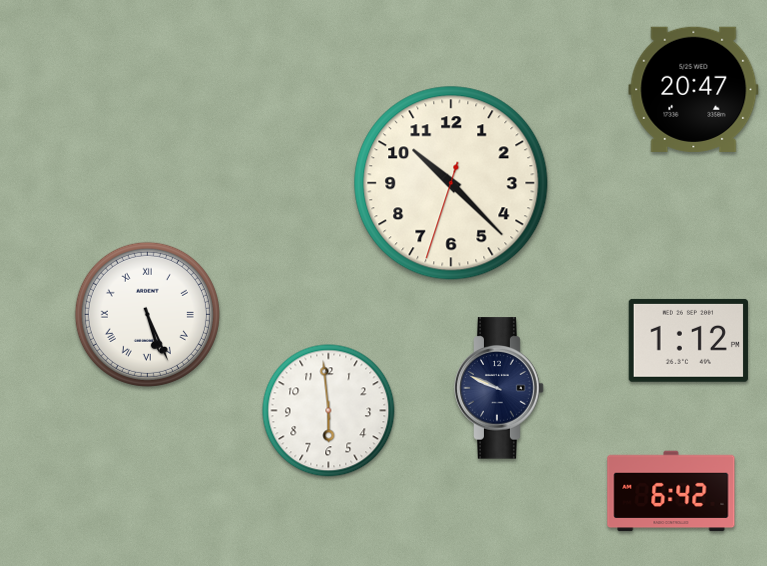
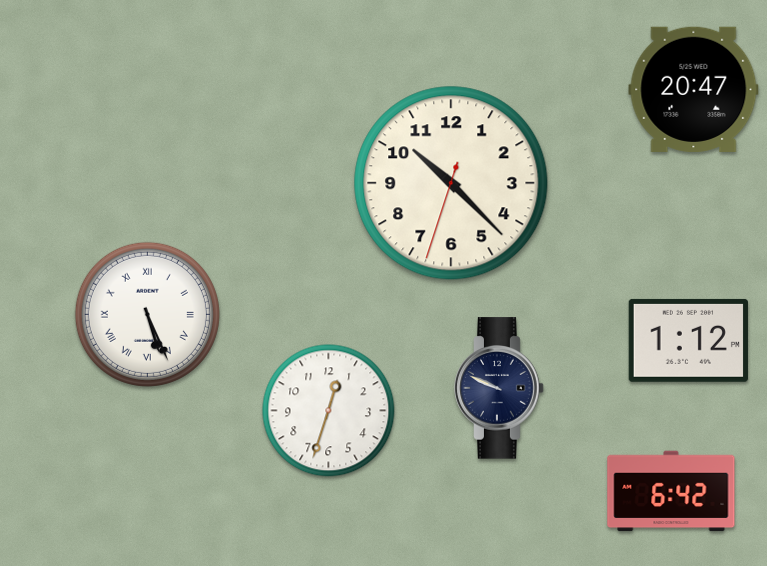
clock at (329, 411): 5:59 -> 12:33
